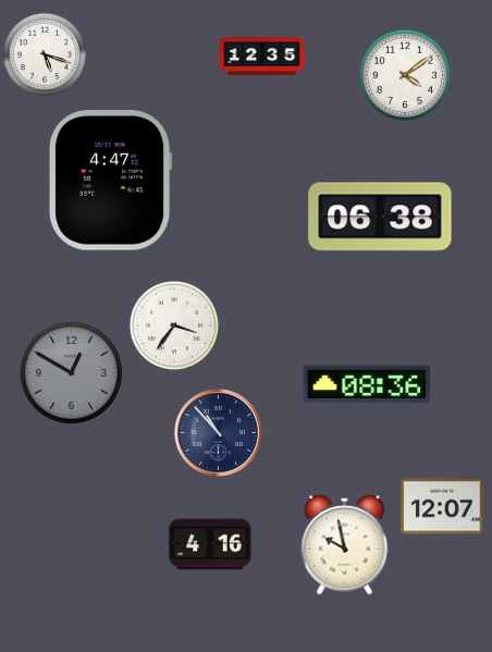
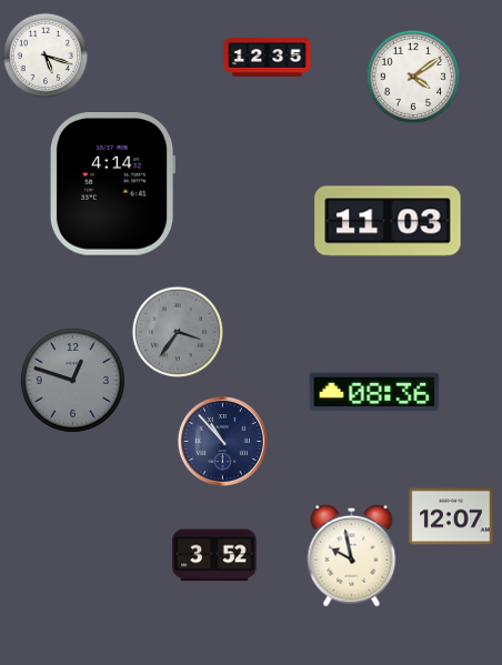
clock at (110, 181): 4:47 -> 4:14
clock at (380, 217): 06:38 -> 11:03
clock at (173, 324) dial: white -> grey
clock at (71, 372): 12:50 -> 12:48
clock at (210, 544): 4:16 -> 3:52
